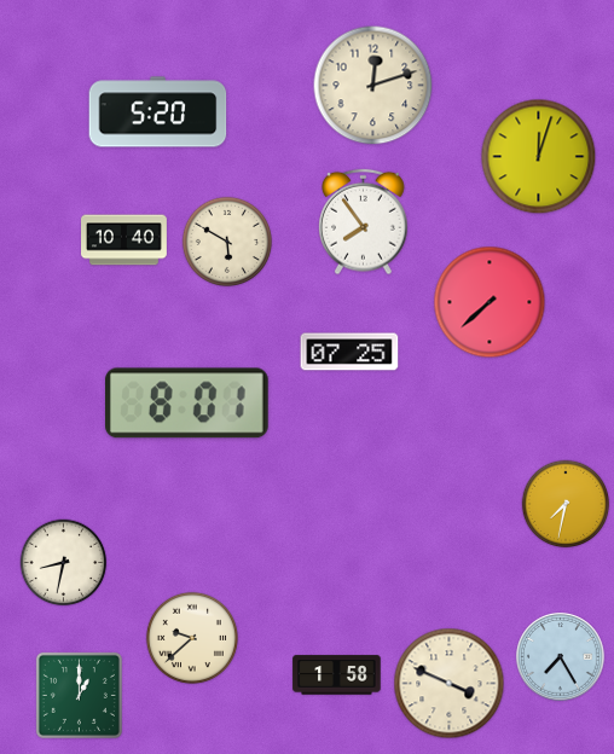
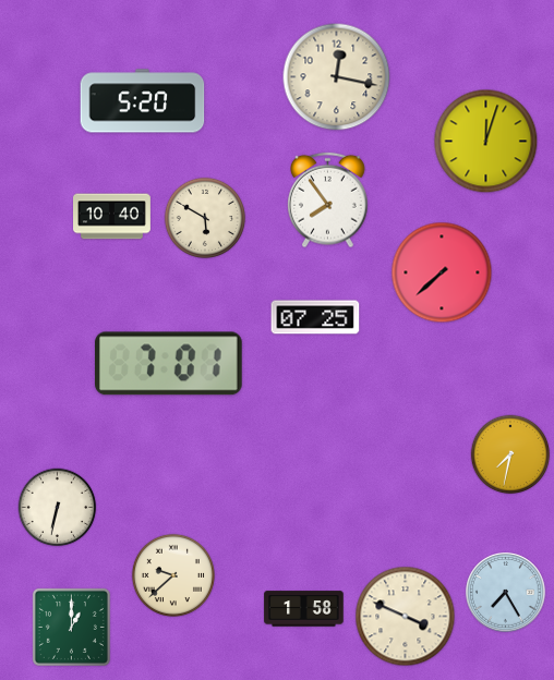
clock at (373, 86): 12:12 -> 12:17
clock at (187, 404): 8:01 -> 7:01
clock at (64, 563): 8:32 -> 6:32
